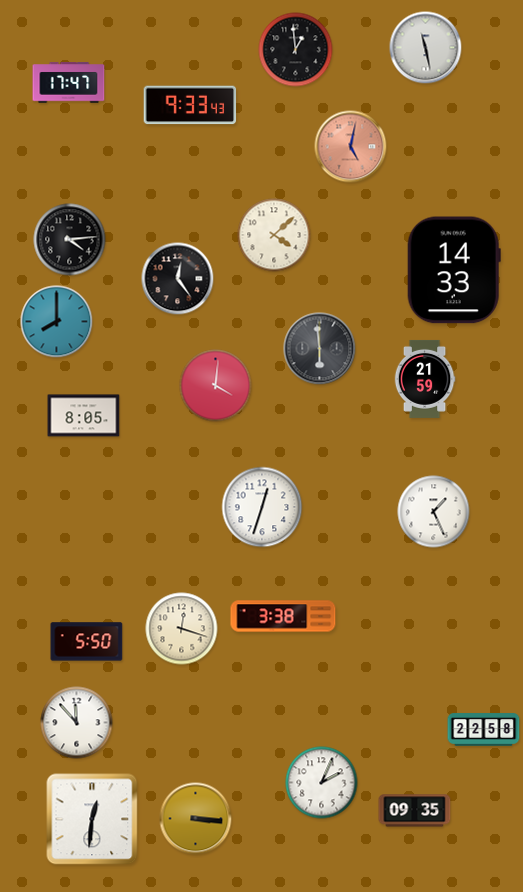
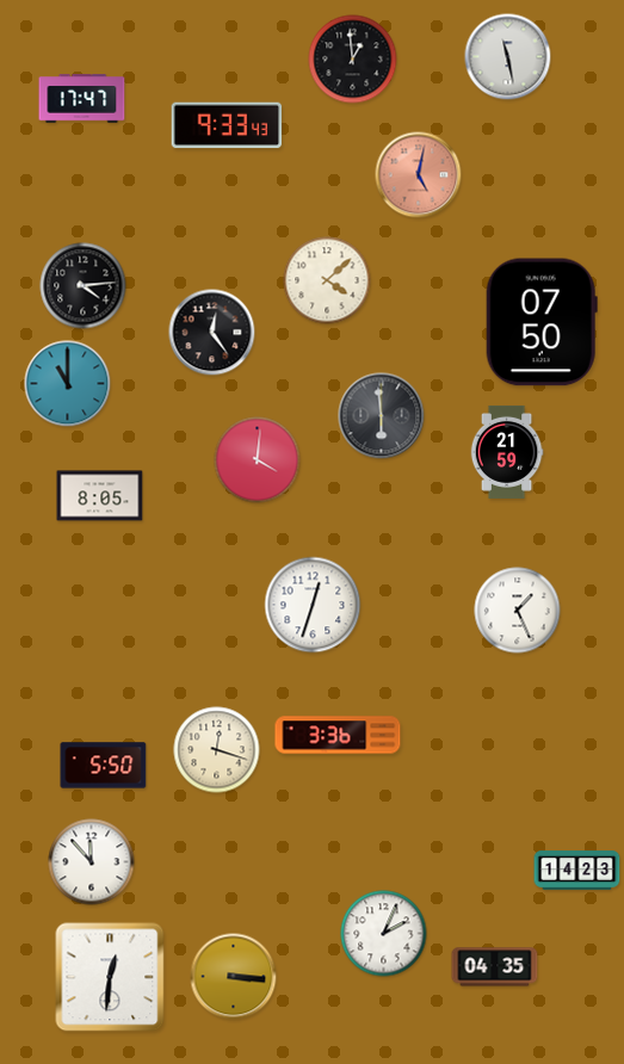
clock at (454, 270): 14:33 -> 07:50
clock at (57, 322): 8:00 -> 11:00
clock at (283, 616): 3:38 -> 3:36
clock at (484, 730): 22:58 -> 14:23
clock at (415, 811): 09:35 -> 04:35
